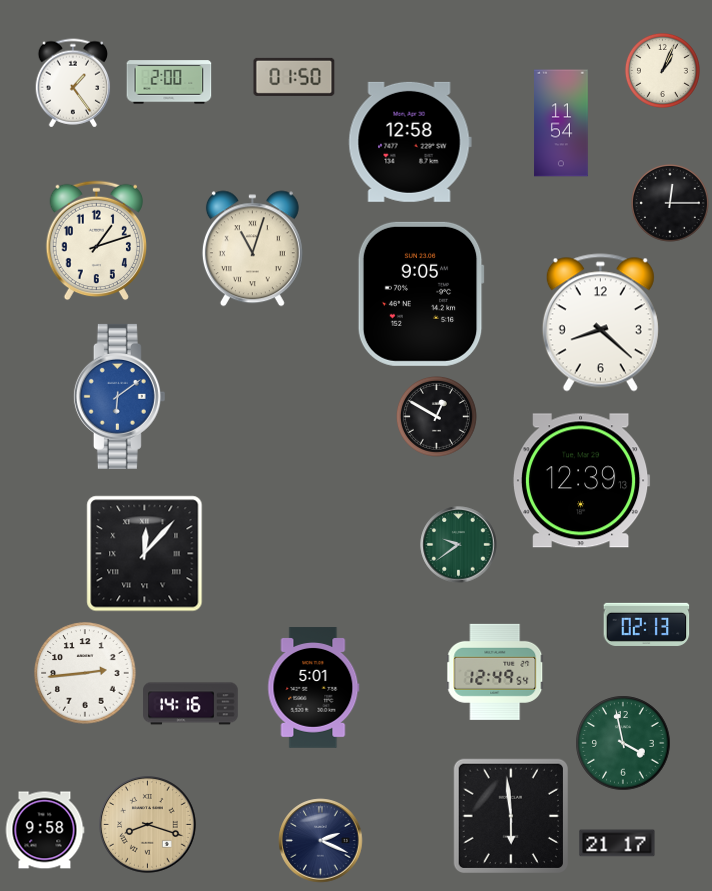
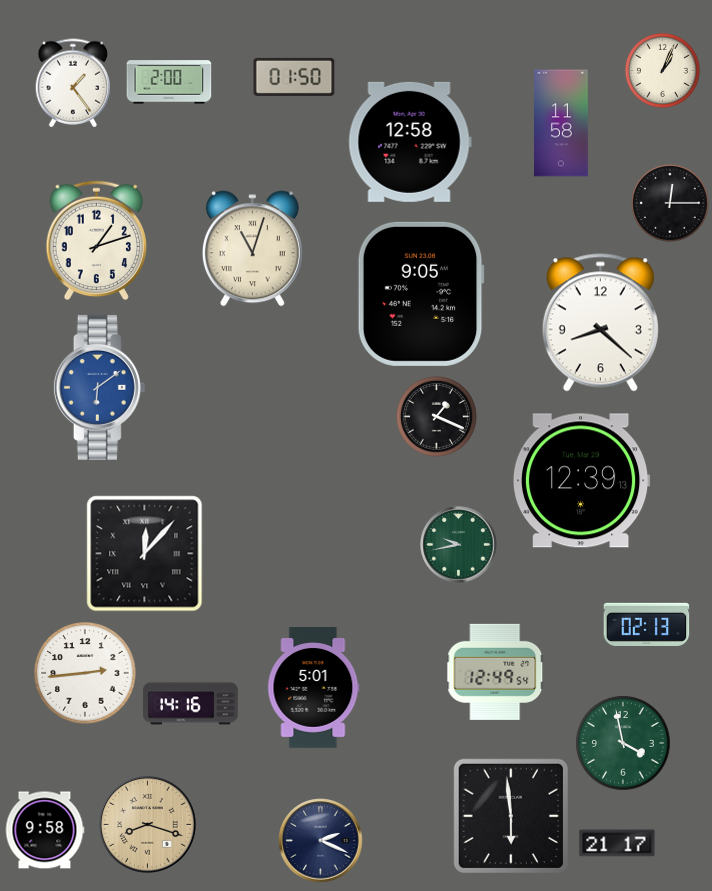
clock at (561, 123): 11:54 -> 11:58
clock at (119, 396) position: (119, 396) -> (99, 387)
clock at (437, 417): 12:50 -> 1:19
clock at (459, 545): 9:39 -> 9:43
